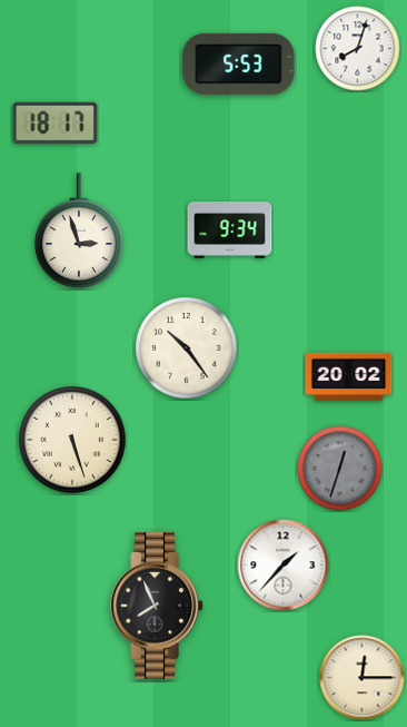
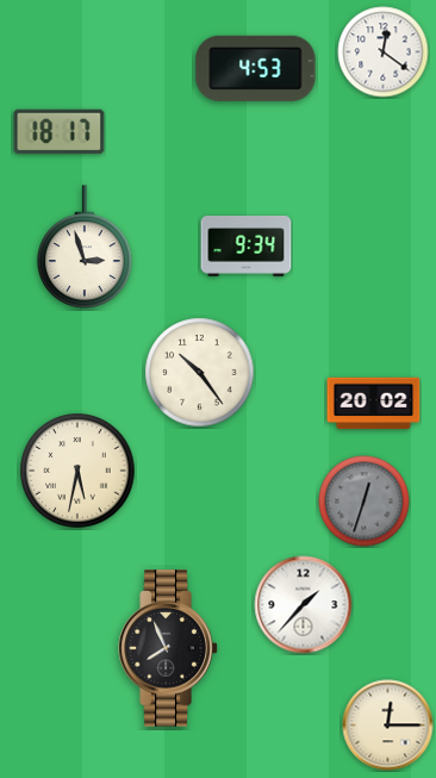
clock at (358, 49): 8:03 -> 12:21
clock at (239, 63): 5:53 -> 4:53
clock at (72, 440): 5:27 -> 5:32
